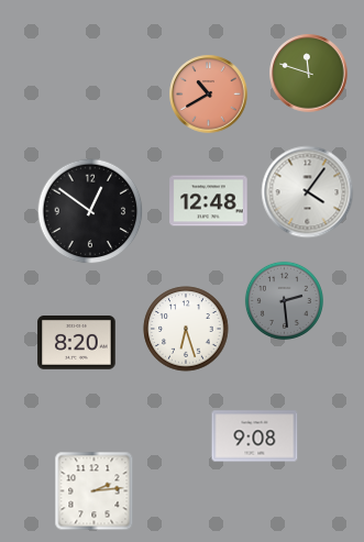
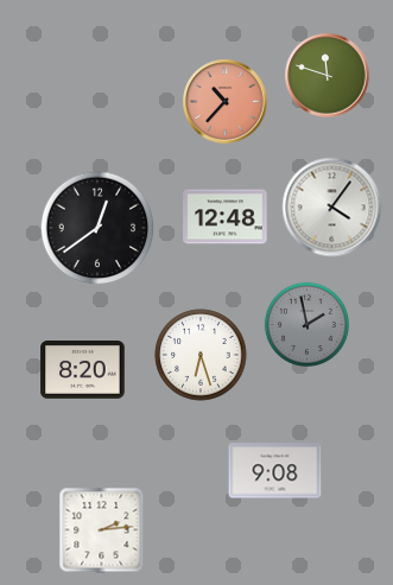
clock at (309, 74) position: (309, 74) -> (328, 76)
clock at (209, 95): 10:40 -> 10:37
clock at (90, 211): 12:51 -> 12:39
clock at (284, 300): 2:29 -> 1:58
